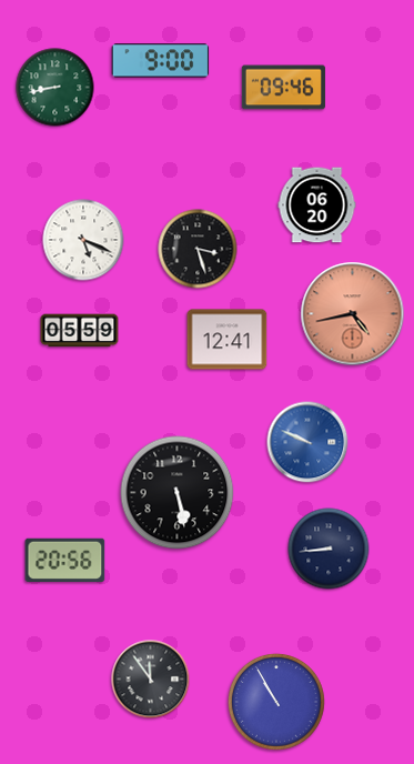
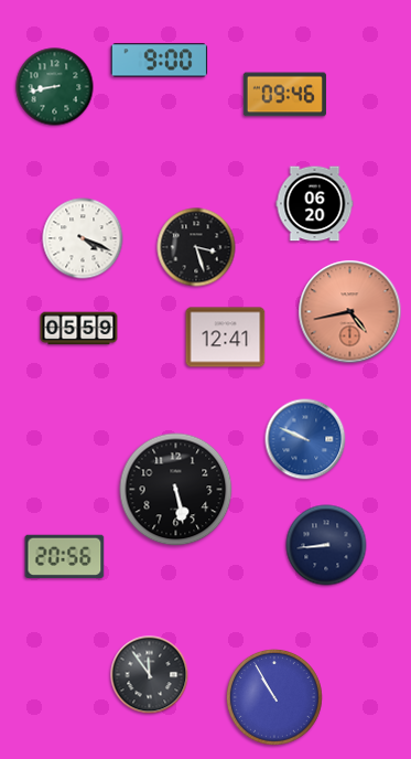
clock at (283, 88) position: (283, 88) -> (284, 95)
clock at (83, 240): 5:19 -> 4:19
